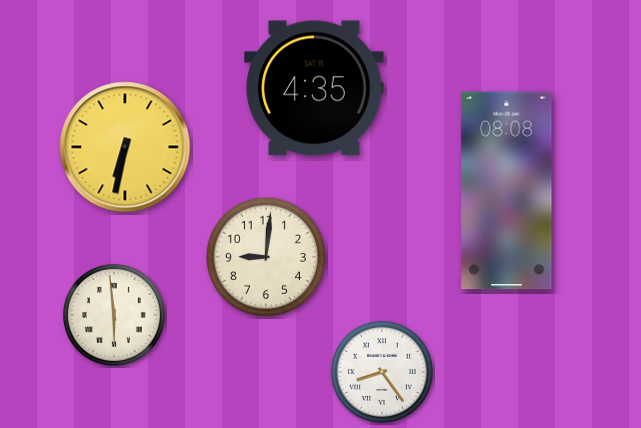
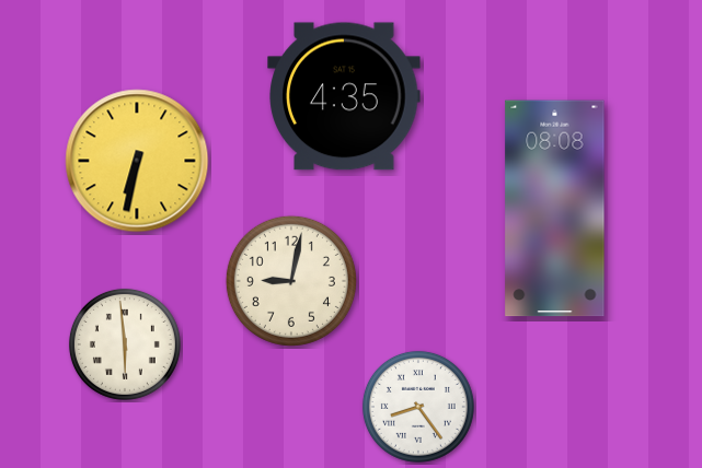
clock at (266, 257): 9:01 -> 9:02
